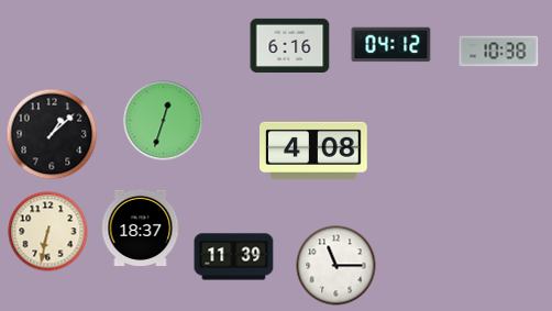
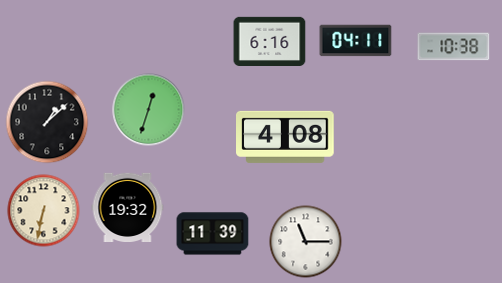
clock at (290, 45) position: (290, 45) -> (270, 41)
clock at (391, 45): 04:12 -> 04:11
clock at (141, 227): 18:37 -> 19:32
